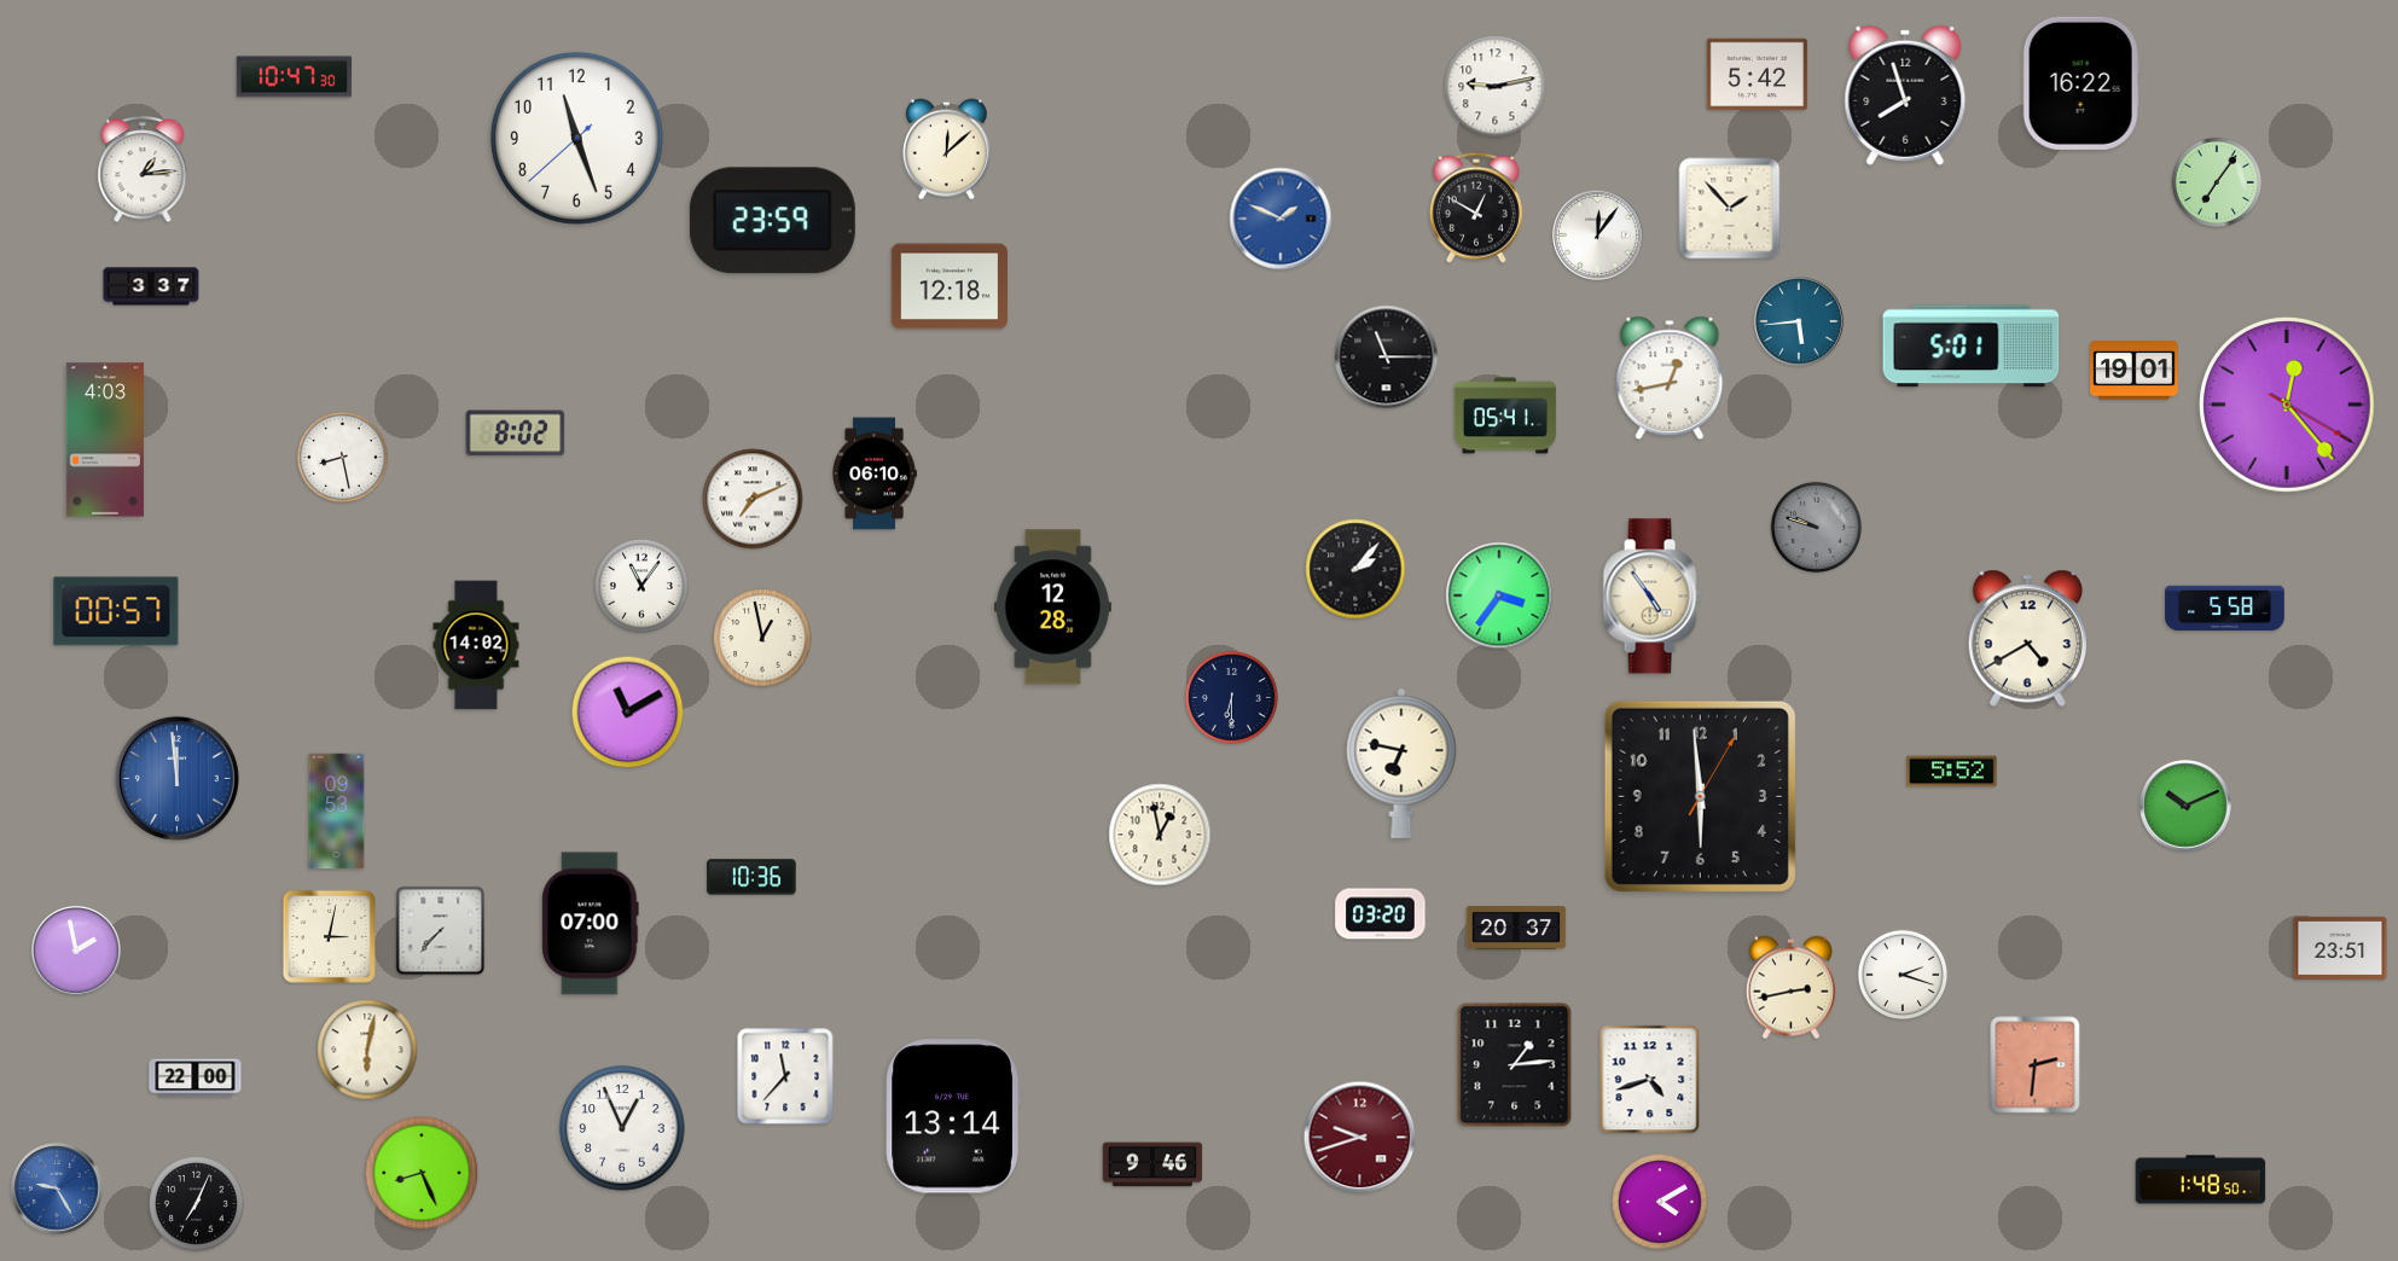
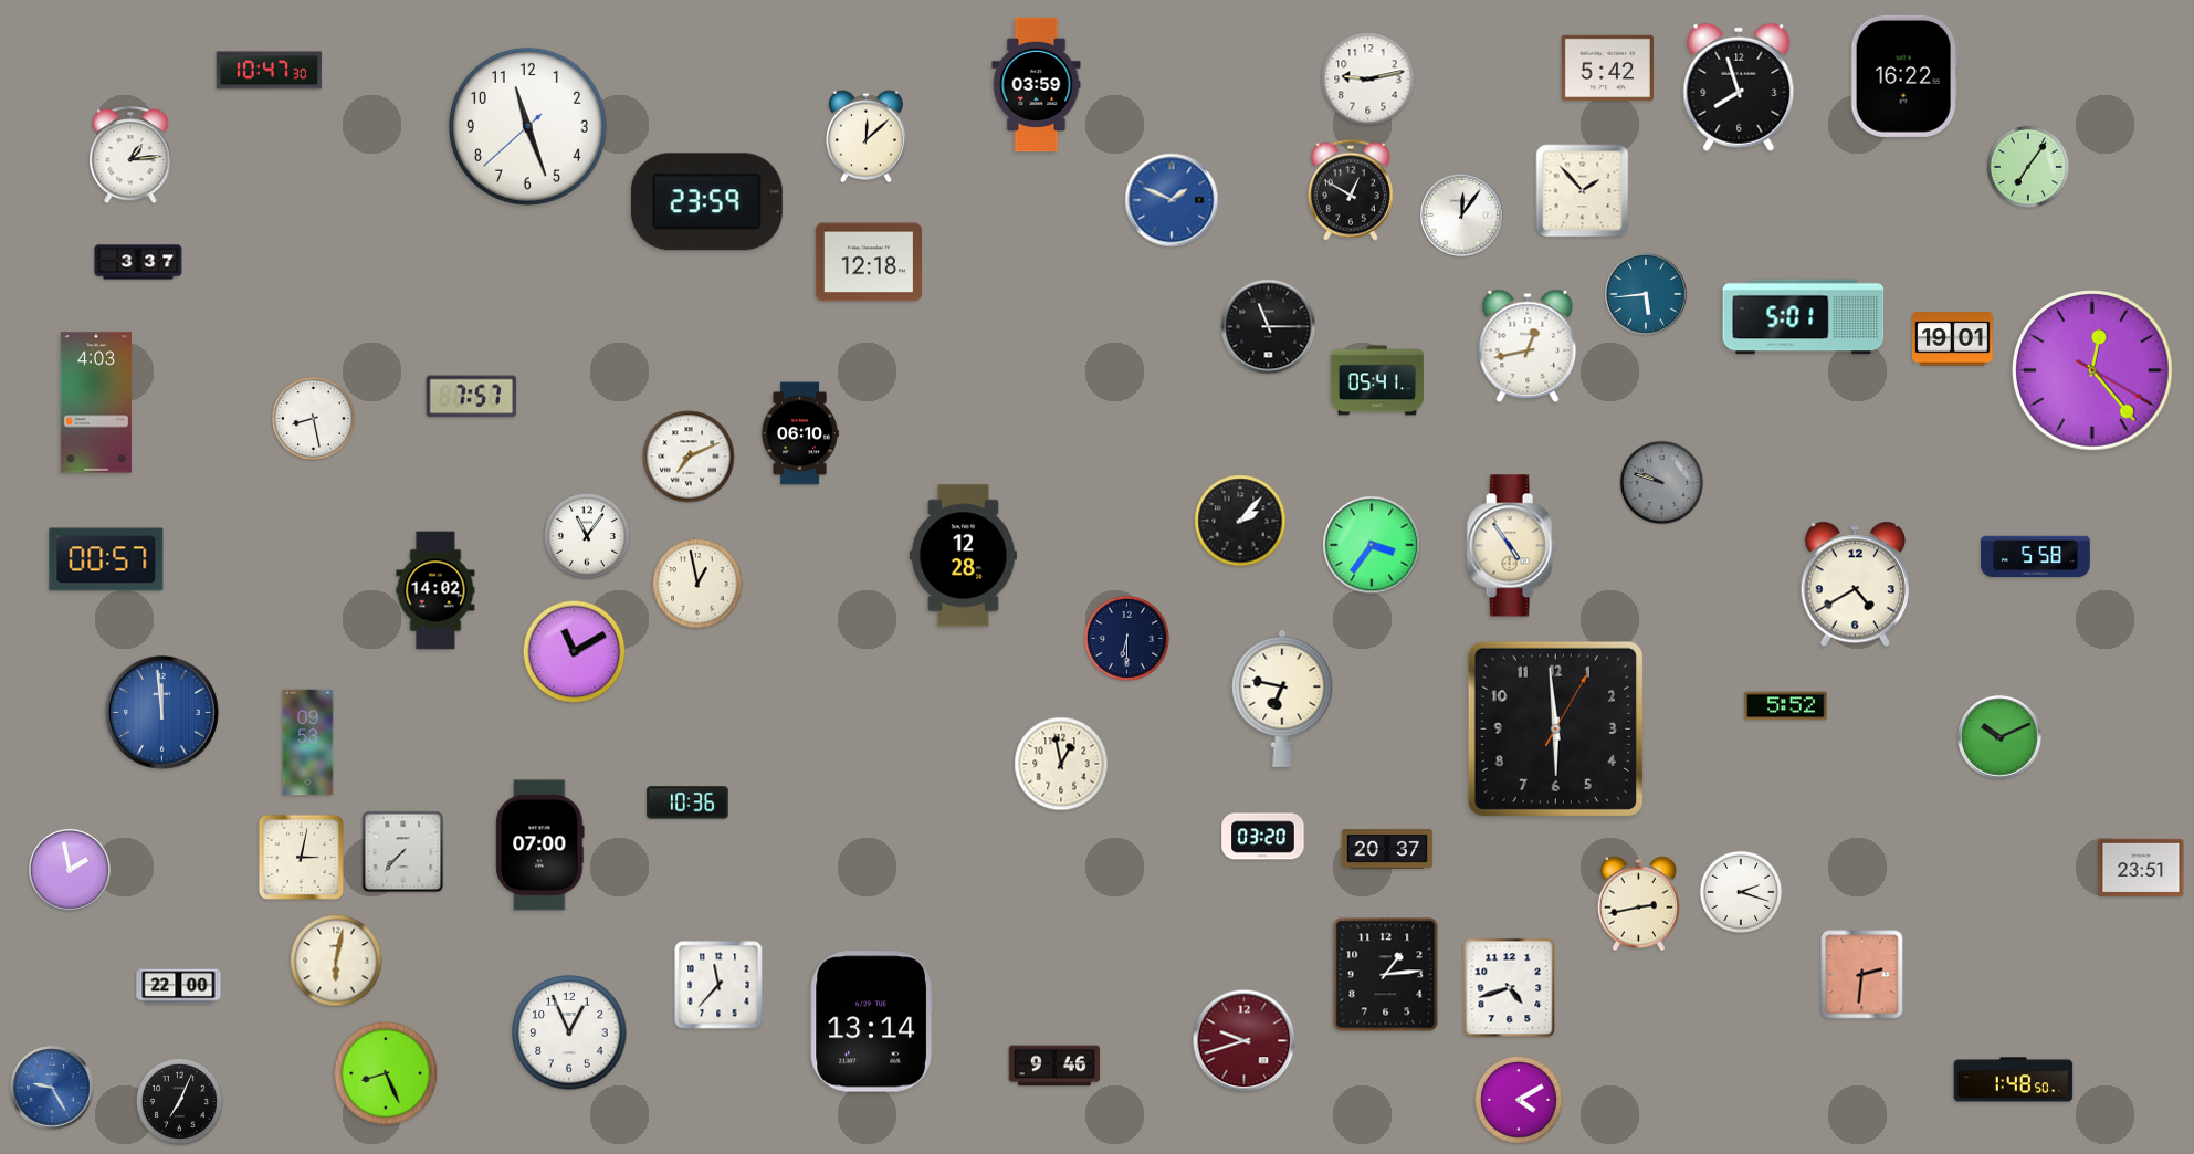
clock at (1037, 85): none -> 03:59
clock at (1905, 95) position: (1905, 95) -> (1739, 87)
clock at (516, 434): 8:02 -> 7:57
